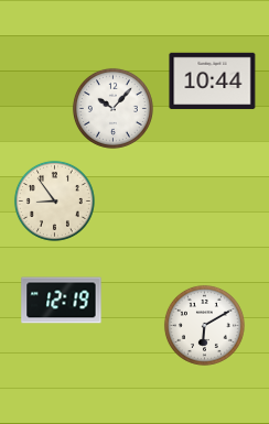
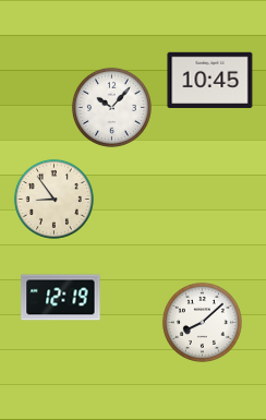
clock at (213, 81): 10:44 -> 10:45
clock at (204, 325): 6:10 -> 8:08
